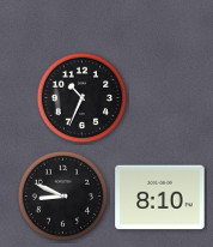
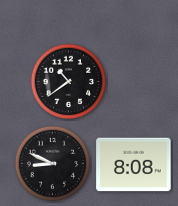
clock at (83, 98): 10:34 -> 10:39
clock at (160, 198): 8:10 -> 8:08
